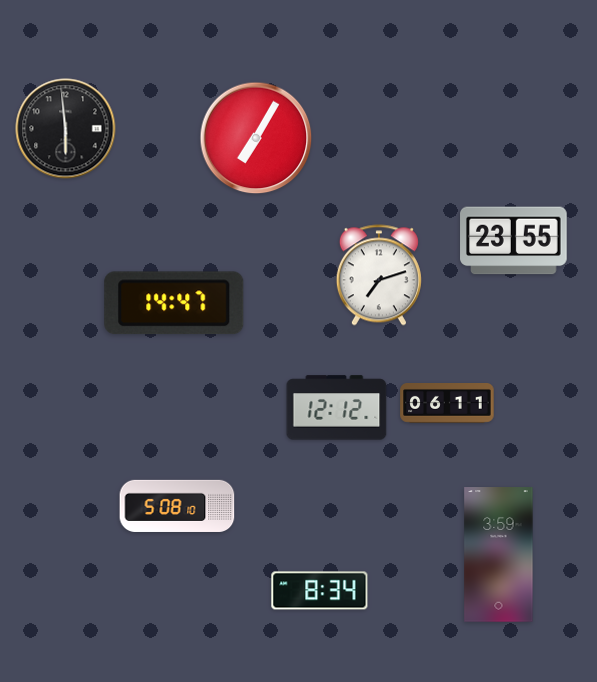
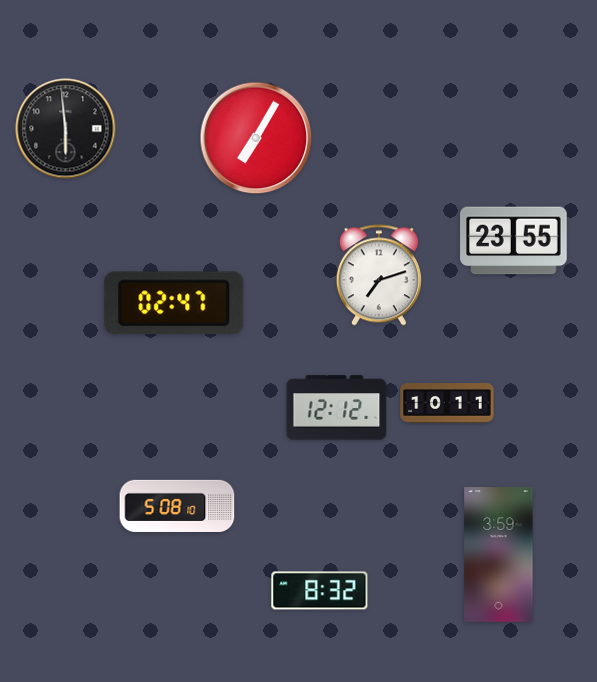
clock at (174, 303): 14:47 -> 02:47
clock at (447, 404): 06:11 -> 10:11
clock at (320, 591): 8:34 -> 8:32
